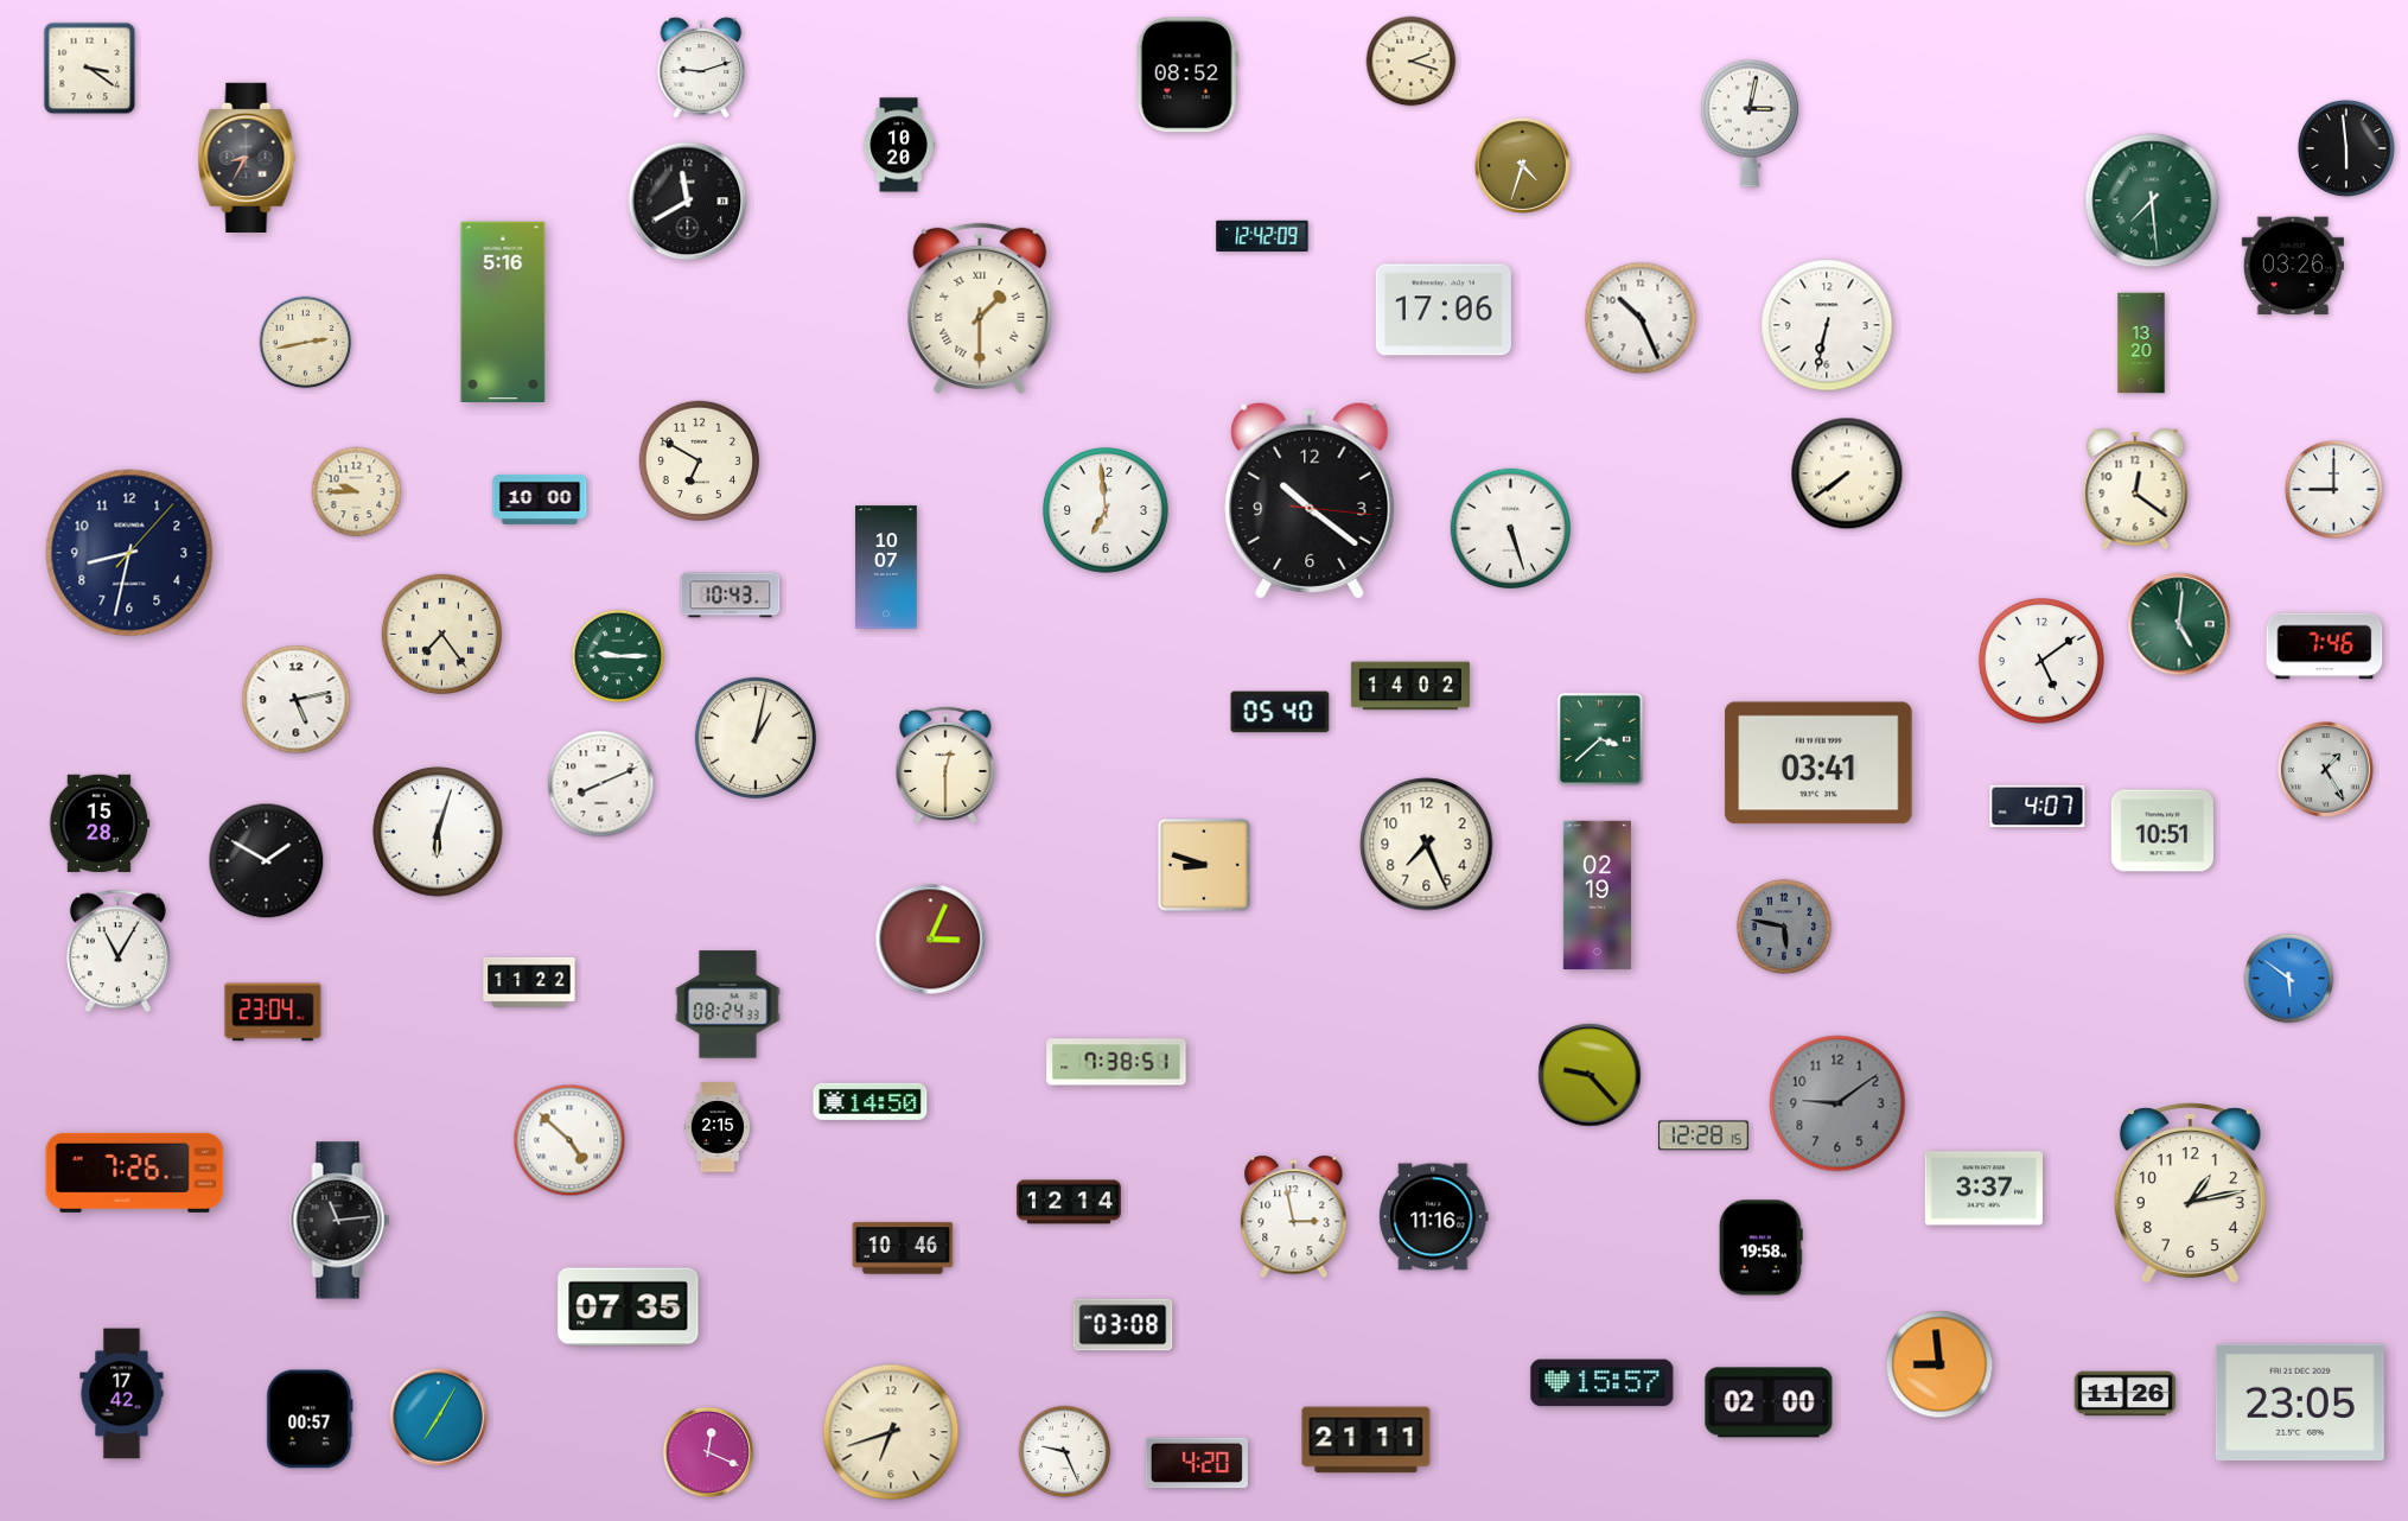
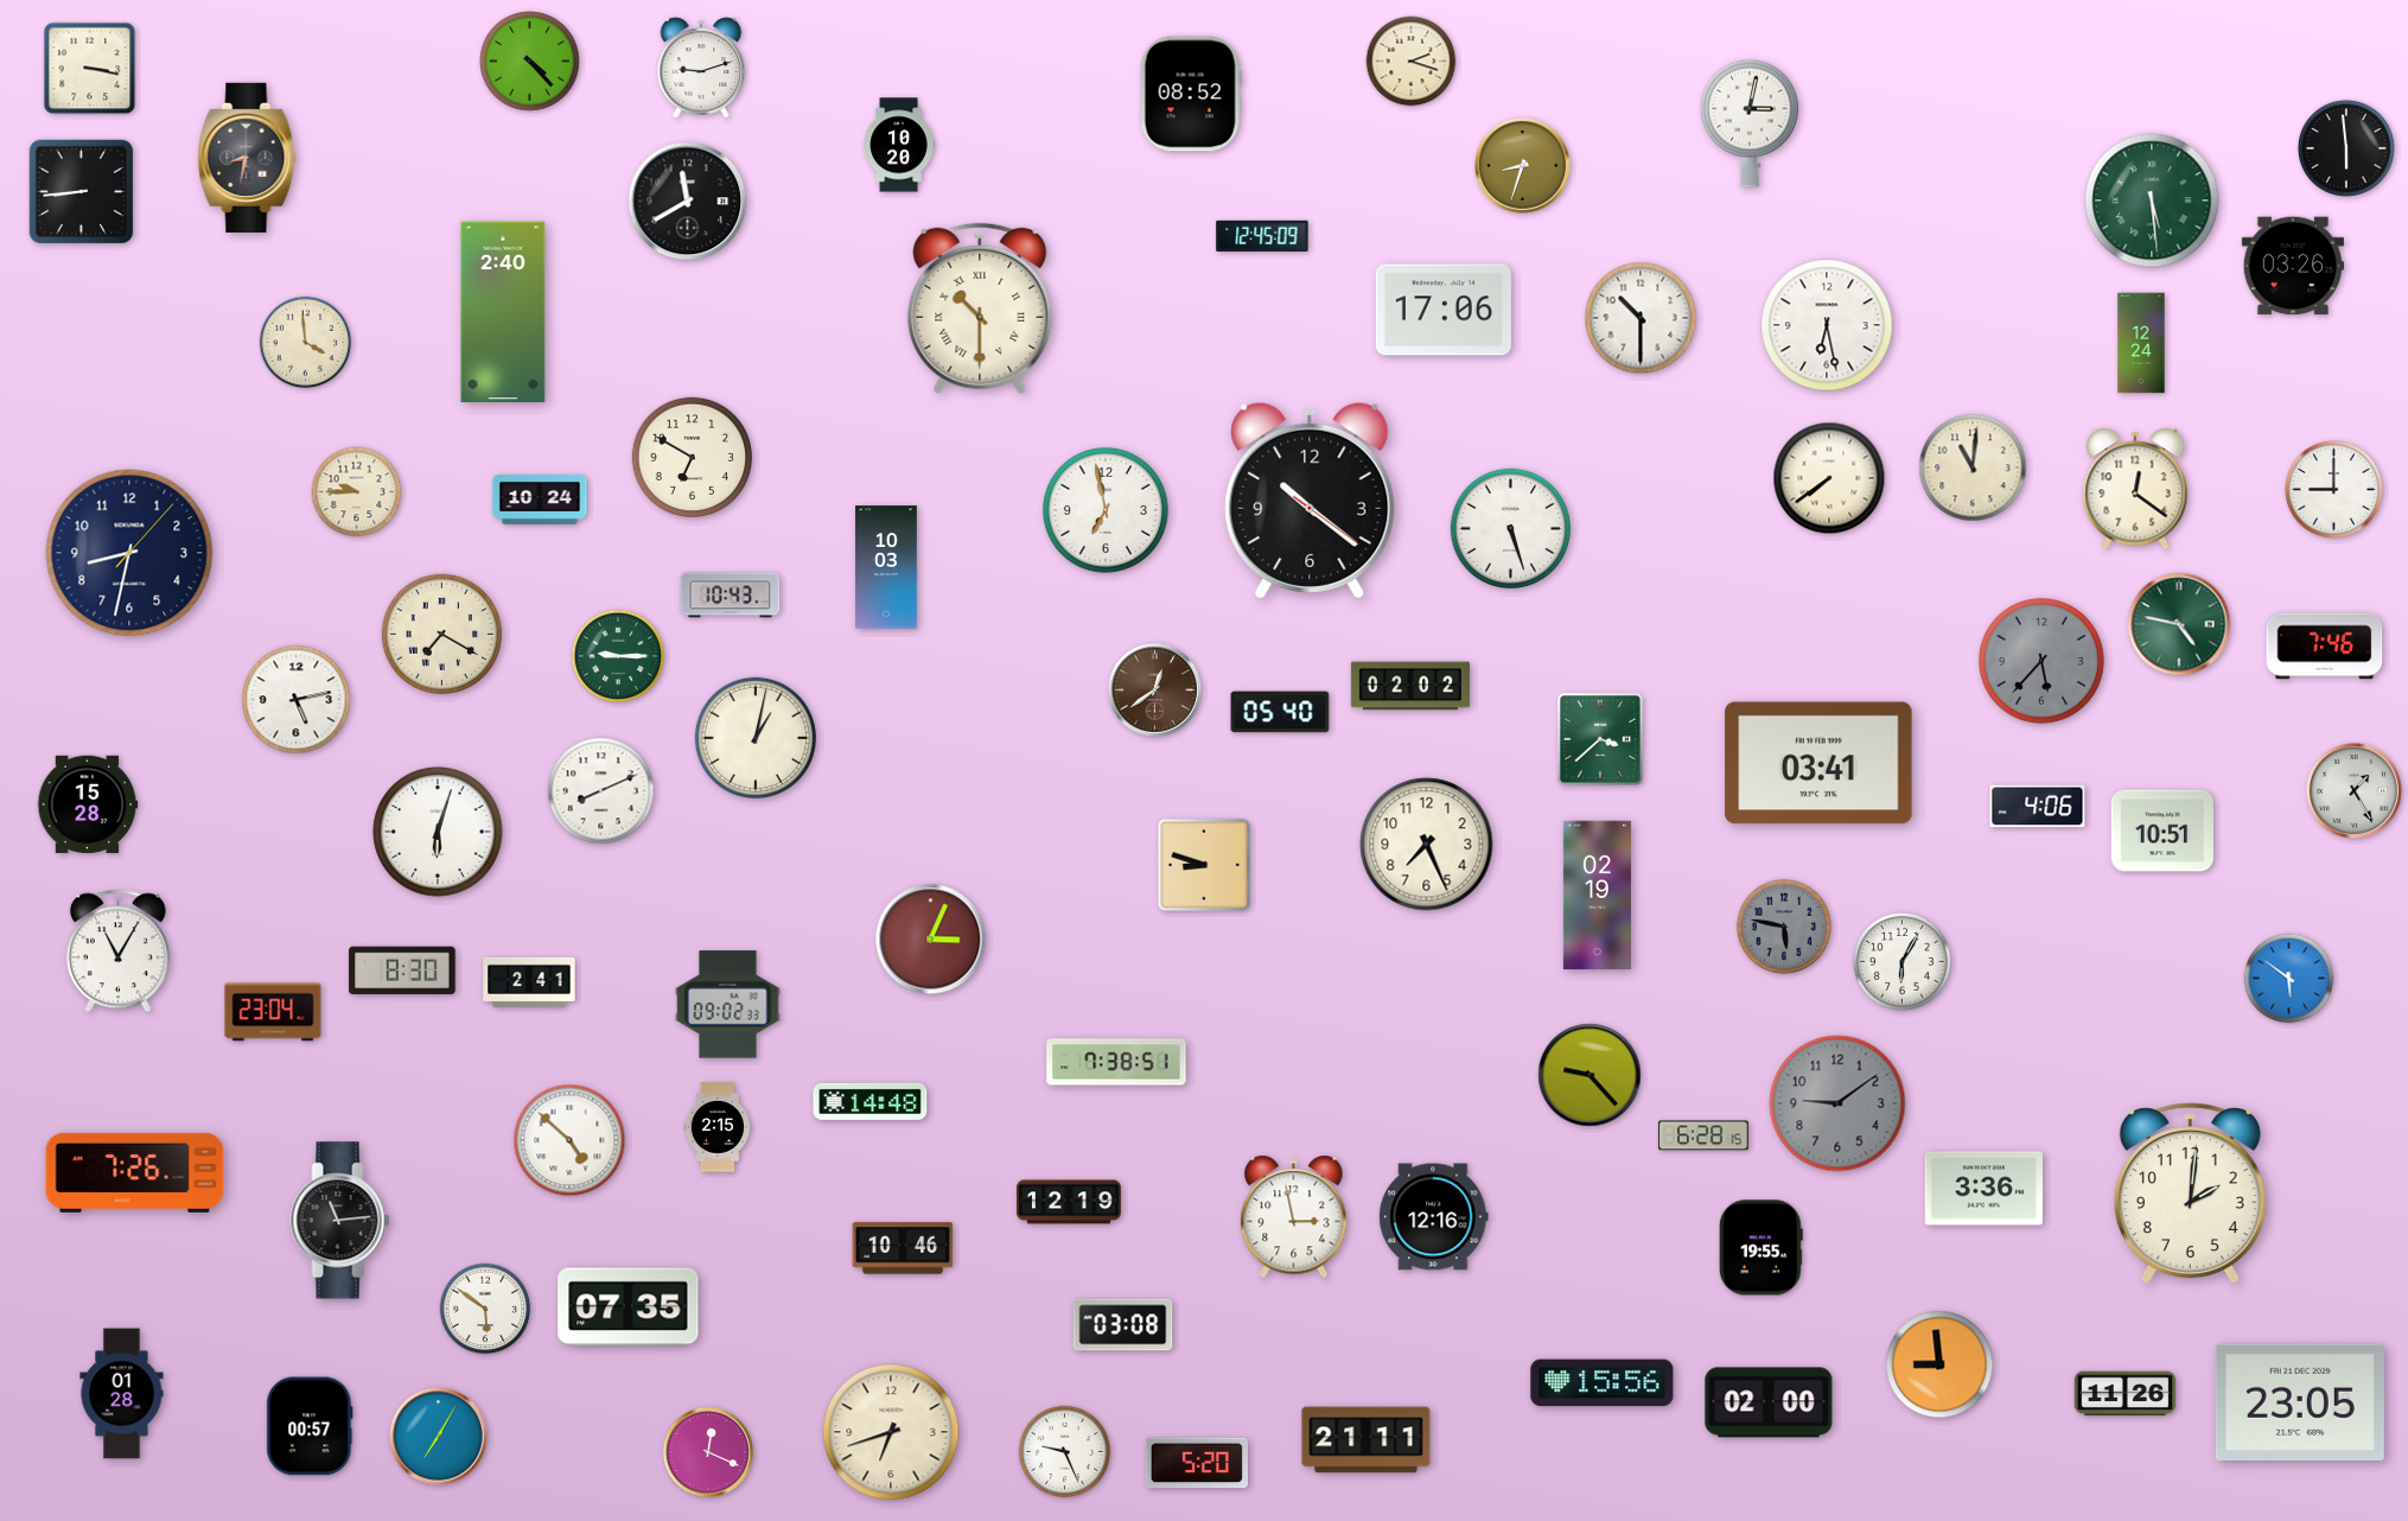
clock at (530, 62): none -> 4:23
clock at (90, 69): 3:21 -> 3:17
clock at (1187, 75) position: (1187, 75) -> (1191, 94)
clock at (247, 158): 8:35 -> 8:32
clock at (1523, 166): 4:33 -> 8:33
clock at (82, 192): none -> 8:44
clock at (2152, 201): 7:29 -> 5:29
clock at (1262, 236): 12:42 -> 12:45
clock at (980, 308): 1:30 -> 10:30
clock at (503, 312): 5:16 -> 2:40
clock at (1641, 318): 10:26 -> 10:30
clock at (1827, 325): 6:32 -> 6:28
clock at (306, 343): 2:43 -> 3:59
clock at (2141, 343): 13:20 -> 12:24
clock at (699, 460) position: (699, 460) -> (692, 457)
clock at (1973, 467): none -> 11:01
clock at (1847, 473) position: (1847, 473) -> (1829, 478)
clock at (540, 499): 10:00 -> 10:24
clock at (1310, 501): 10:21:16 -> 10:21:21
clock at (1106, 510): 6:59 -> 6:58
clock at (886, 567): 10:07 -> 10:03
clock at (2179, 624): 5:01 -> 4:47
clock at (441, 634): 7:24 -> 7:20
clock at (2041, 661): 5:09 -> 5:37
clock at (2041, 661) dial: white -> grey
clock at (1410, 686): 14:02 -> 02:02
clock at (1154, 689): none -> 12:39
clock at (945, 765): 12:30 -> none
clock at (2326, 770) position: (2326, 770) -> (2355, 791)
clock at (601, 784) position: (601, 784) -> (601, 791)
clock at (2038, 807): 4:07 -> 4:06
clock at (100, 823) position: (100, 823) -> (88, 804)
clock at (267, 861): 1:50 -> none
clock at (1901, 961): none -> 6:05
clock at (402, 970): none -> 8:30
clock at (529, 982): 11:22 -> 2:41
clock at (728, 1005): 08:24 -> 09:02
clock at (871, 1101): 14:50 -> 14:48
clock at (1703, 1135): 12:28 -> 6:28
clock at (1983, 1189): 3:37 -> 3:36
clock at (2190, 1192): 1:13 -> 2:01
clock at (1069, 1202): 12:14 -> 12:19
clock at (1434, 1217): 11:16 -> 12:16
clock at (1760, 1248): 19:58 -> 19:55
clock at (485, 1309): none -> 5:51
clock at (1603, 1383): 15:57 -> 15:56
clock at (122, 1394): 17:42 -> 01:28
clock at (439, 1418) position: (439, 1418) -> (439, 1437)
clock at (310, 1419) position: (310, 1419) -> (310, 1426)
clock at (1197, 1463): 4:20 -> 5:20
